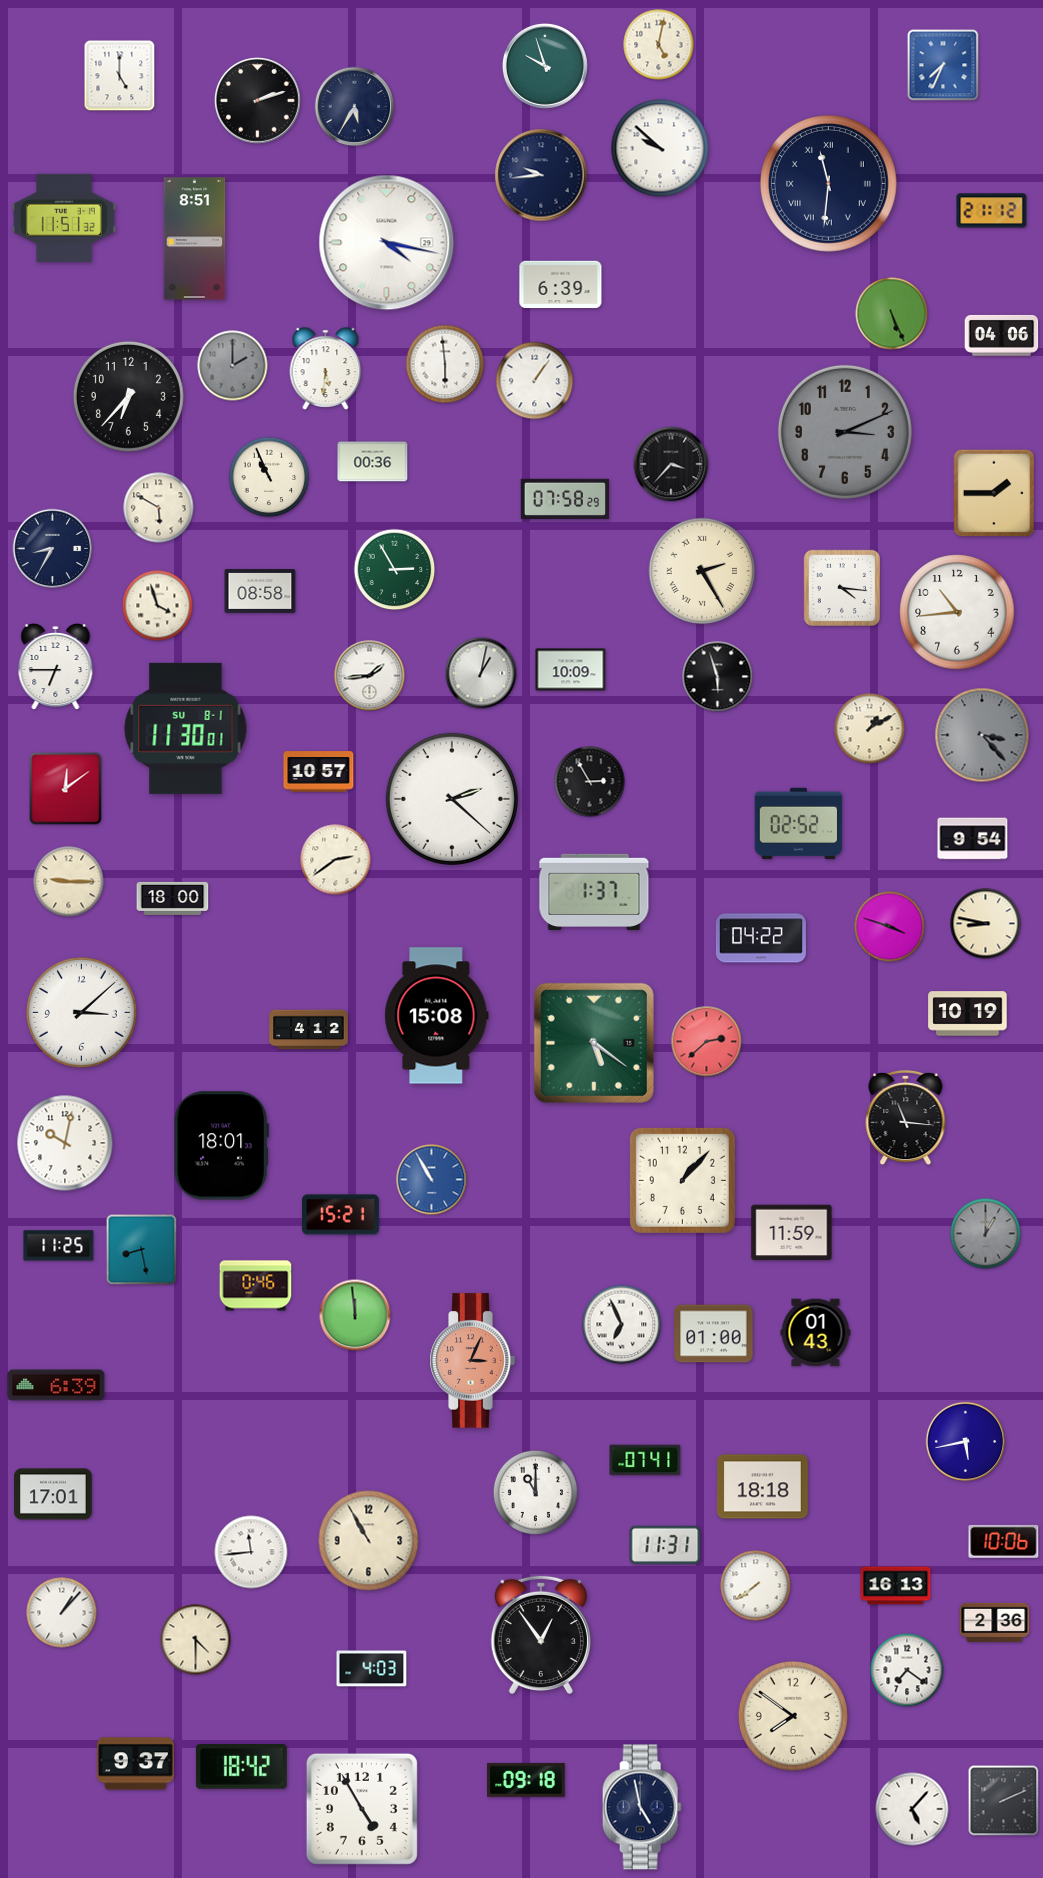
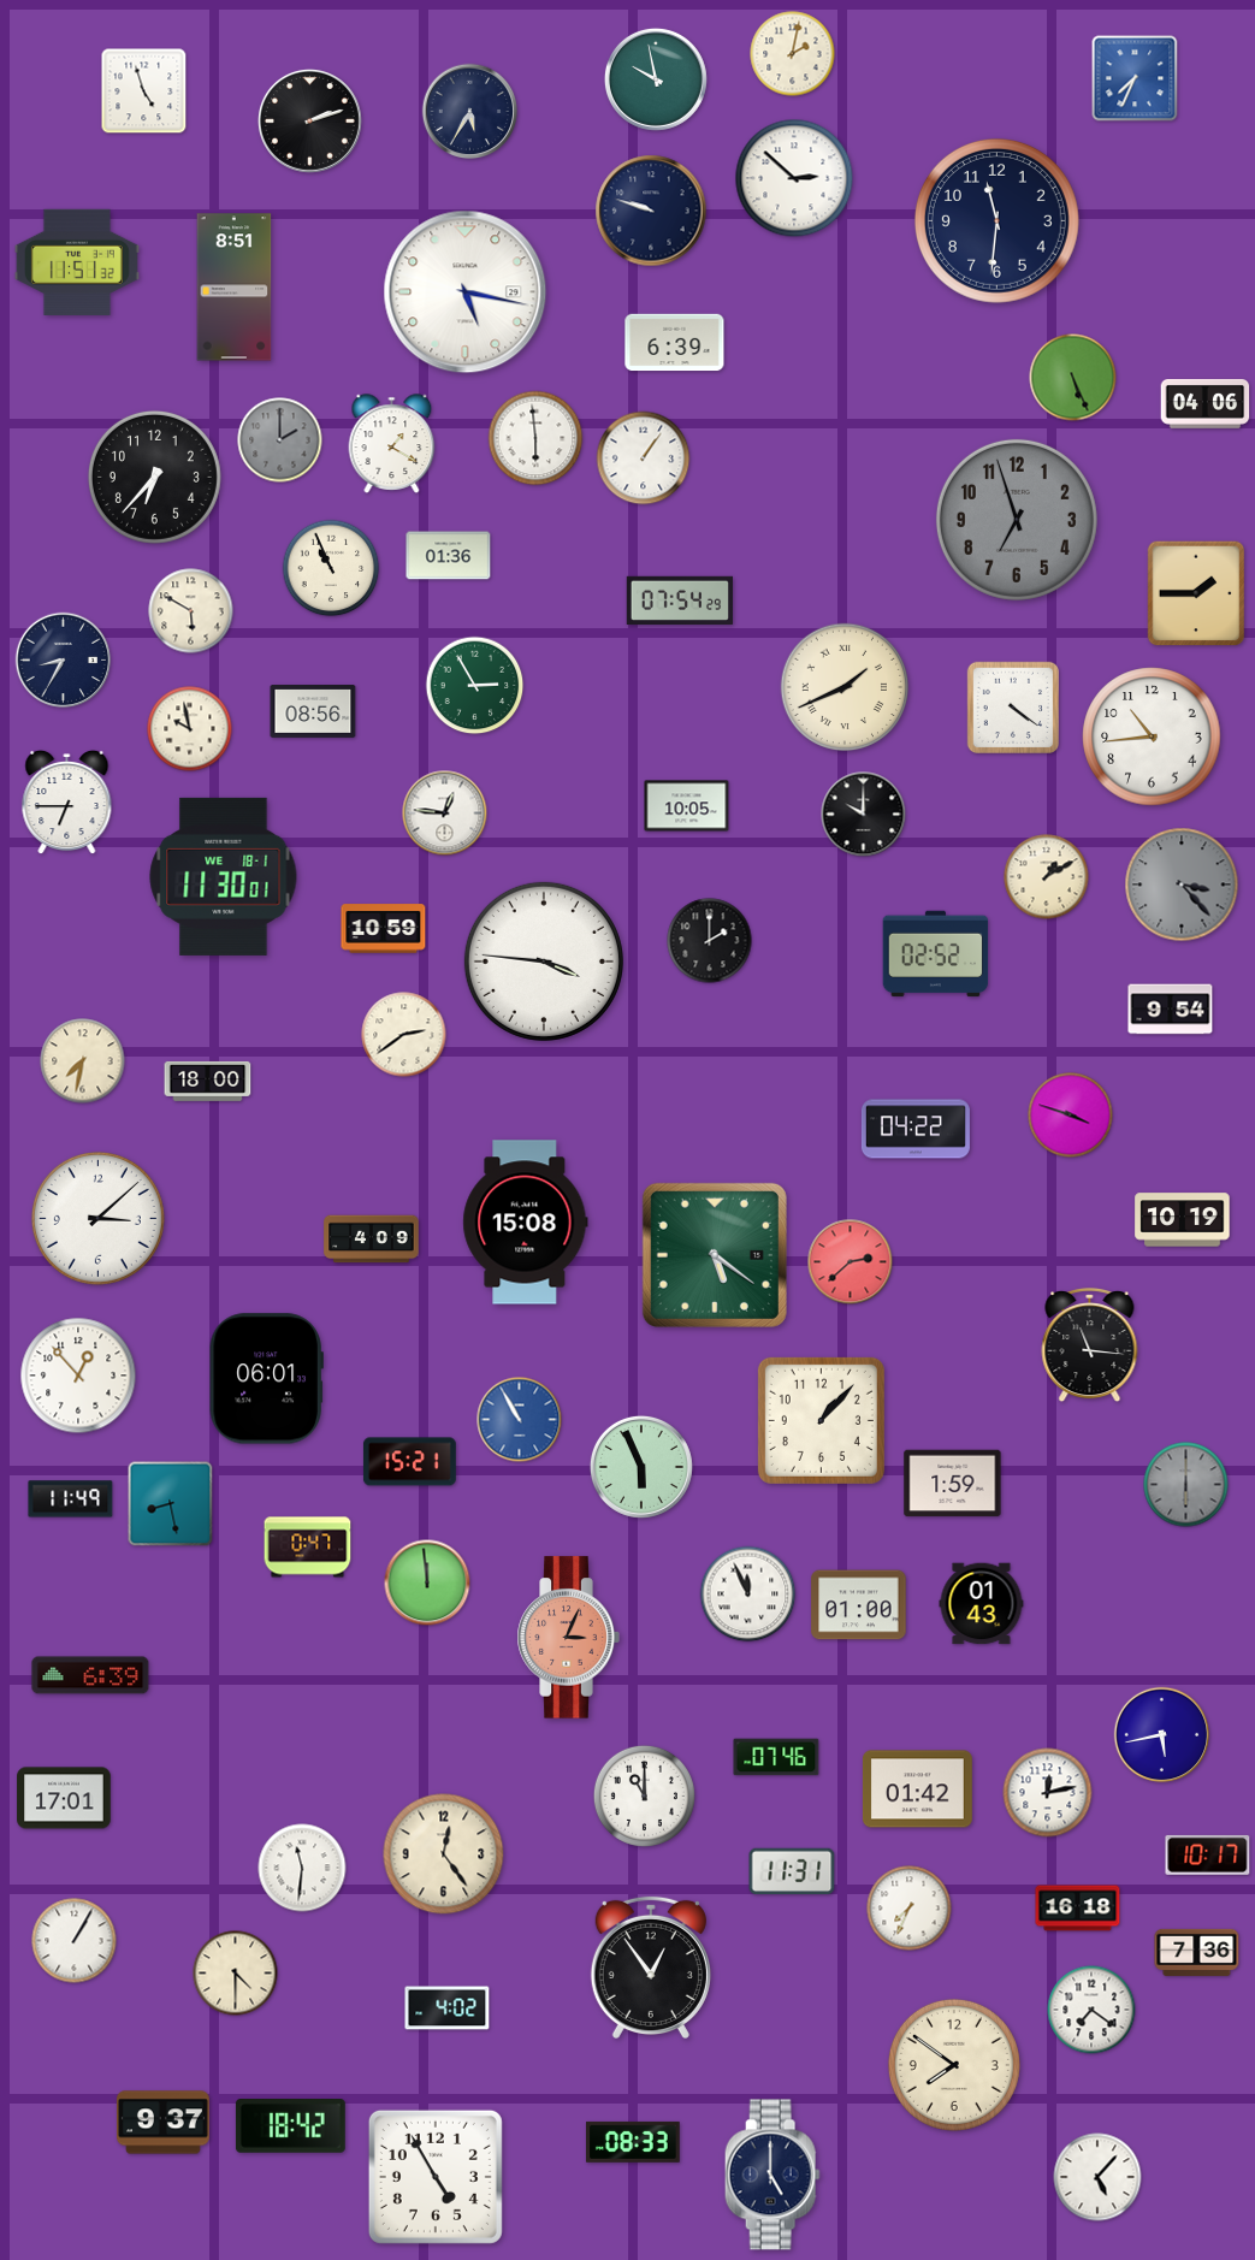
clock at (659, 45): 5:02 -> 2:02
clock at (545, 66): 9:57 -> 9:58
clock at (120, 76): 5:00 -> 4:57
clock at (355, 107) position: (355, 107) -> (470, 112)
clock at (660, 148): 9:52 -> 2:52
clock at (541, 175): 9:44 -> 9:48
clock at (828, 183) numerals: Roman -> Arabic
clock at (992, 211): 21:12 -> none
clock at (387, 243): 4:17 -> 5:17
clock at (326, 369): 5:31 -> 1:20
clock at (845, 432): 3:11 -> 6:57
clock at (373, 462): 00:36 -> 01:36
clock at (671, 464): 3:37 -> none
clock at (269, 477) position: (269, 477) -> (331, 568)
clock at (565, 498): 07:58 -> 07:54
clock at (702, 571): 2:25 -> 1:41
clock at (841, 587): 4:16 -> 4:21
clock at (260, 592): 08:58 -> 08:56
clock at (158, 606): 3:57 -> 9:58
clock at (571, 670): 10:09 -> 10:05
clock at (481, 673): 1:02 -> none
clock at (370, 676): 1:44 -> 12:46
clock at (718, 677): 5:57 -> 10:00
clock at (186, 728) date: SU 8-1 -> WE 18-1
clock at (319, 772): 10:57 -> 10:59
clock at (590, 782): 2:55 -> 2:00
clock at (66, 789): 12:09 -> none
clock at (452, 799): 2:22 -> 3:46
clock at (799, 824) position: (799, 824) -> (936, 954)
clock at (69, 882): 9:15 -> 7:32
clock at (594, 892): 1:37 -> none
clock at (986, 924): 8:47 -> none
clock at (968, 1014) position: (968, 1014) -> (1183, 1220)
clock at (309, 1030): 4:12 -> 4:09
clock at (707, 1042) position: (707, 1042) -> (851, 1262)
clock at (65, 1143): 10:02 -> 12:53
clock at (221, 1146): 18:01 -> 06:01
clock at (641, 1467): none -> 5:56
clock at (792, 1233): 11:59 -> 1:59
clock at (986, 1234): 1:00 -> 6:00
clock at (59, 1246): 11:25 -> 11:49
clock at (256, 1286): 0:46 -> 0:47
clock at (622, 1325): 6:56 -> 11:56
clock at (56, 1385) position: (56, 1385) -> (90, 1675)
clock at (645, 1460): 07:41 -> 07:46
clock at (762, 1487): 18:18 -> 01:42
clock at (1048, 1793): none -> 12:13
clock at (369, 1541): 10:55 -> 12:24
clock at (1004, 1541): 10:06 -> 10:17
clock at (665, 1545) position: (665, 1545) -> (792, 1871)
clock at (251, 1552): 11:44 -> 11:31
clock at (756, 1586): 7:39 -> 7:34
clock at (896, 1586): 16:13 -> 16:18
clock at (62, 1613): 1:07 -> 1:05
clock at (995, 1622): 2:36 -> 7:36
clock at (372, 1669): 4:03 -> 4:02
clock at (527, 1780): 09:18 -> 08:33
clock at (1004, 1801): 2:11 -> none
clock at (642, 1807): 4:58 -> 5:00
